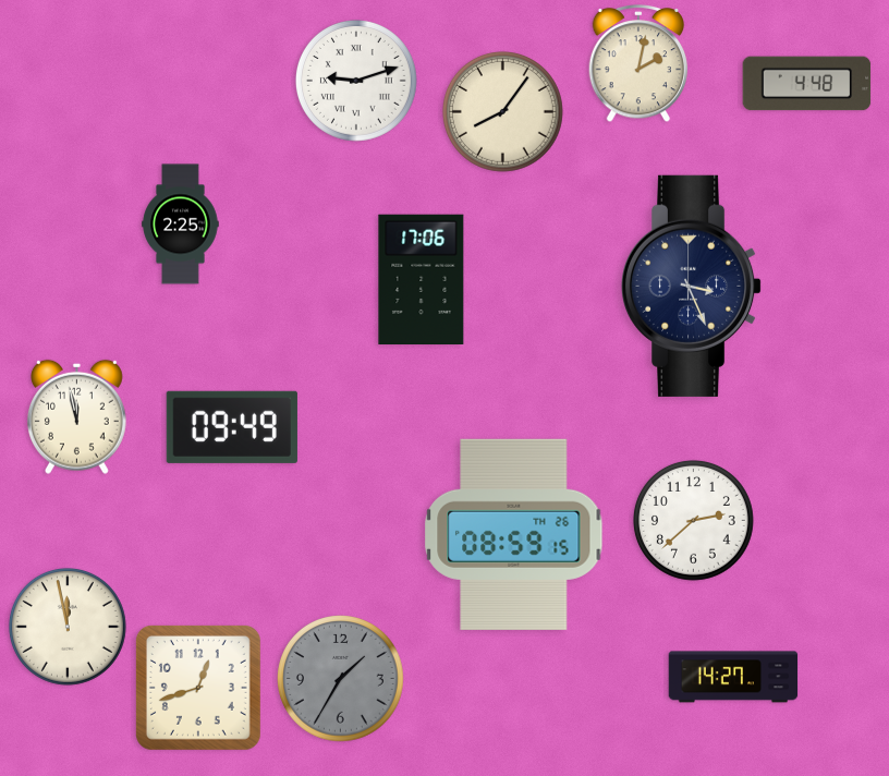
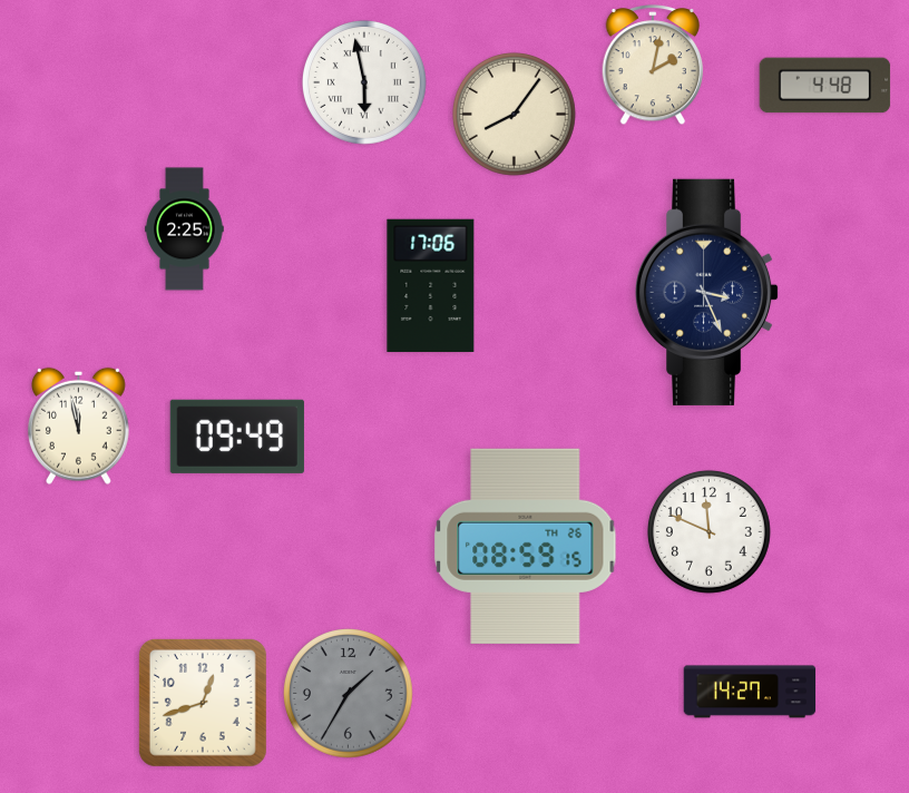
clock at (356, 81): 9:12 -> 5:58
clock at (693, 520): 2:38 -> 11:49
clock at (68, 627): 11:58 -> none
